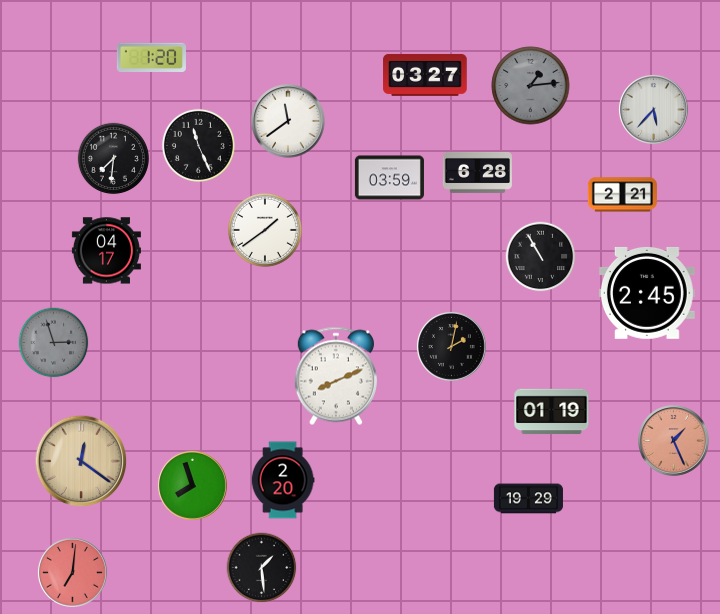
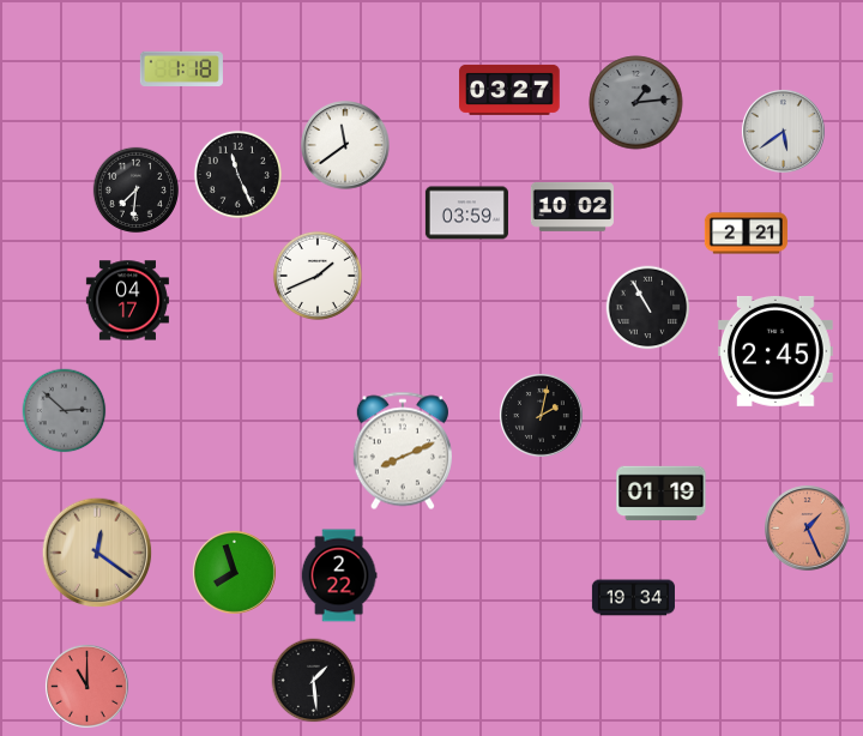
clock at (151, 57): 1:20 -> 1:18
clock at (653, 109): 5:37 -> 5:39
clock at (477, 172): 6:28 -> 10:02
clock at (265, 230): 1:39 -> 1:41
clock at (54, 343): 2:57 -> 2:52
clock at (283, 480): 2:20 -> 2:22
clock at (192, 485) position: (192, 485) -> (234, 572)
clock at (528, 499): 19:29 -> 19:34
clock at (72, 572): 7:01 -> 11:00
